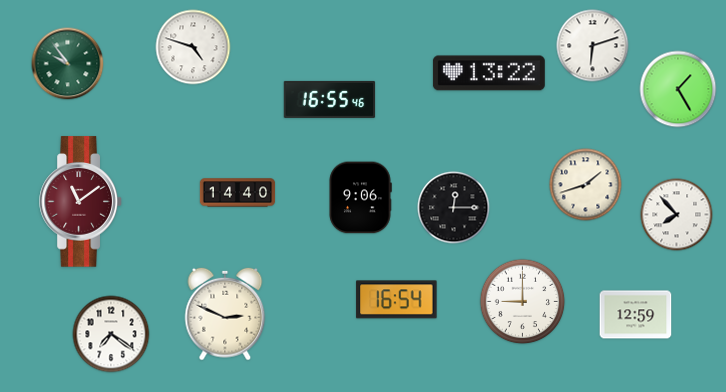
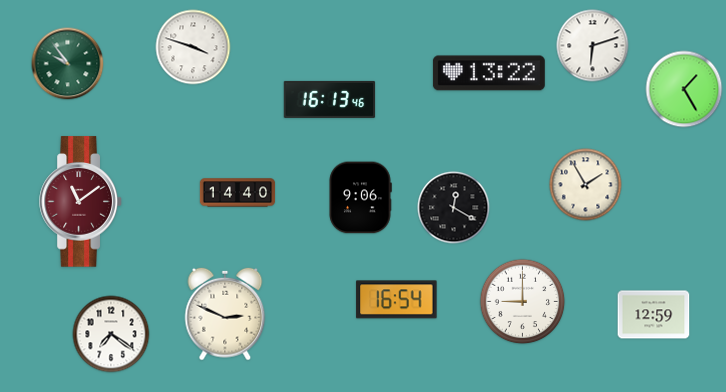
clock at (193, 47): 4:48 -> 3:48
clock at (678, 89) position: (678, 89) -> (684, 89)
clock at (330, 99): 16:55 -> 16:13
clock at (586, 185): 1:42 -> 1:55
clock at (454, 208): 12:15 -> 12:20
clock at (677, 215): 7:53 -> none
clock at (636, 315) position: (636, 315) -> (654, 315)
